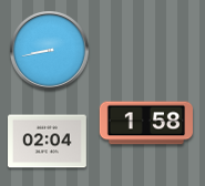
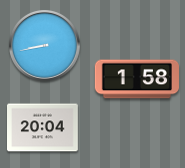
clock at (145, 123) position: (145, 123) -> (136, 79)
clock at (48, 142): 02:04 -> 20:04
